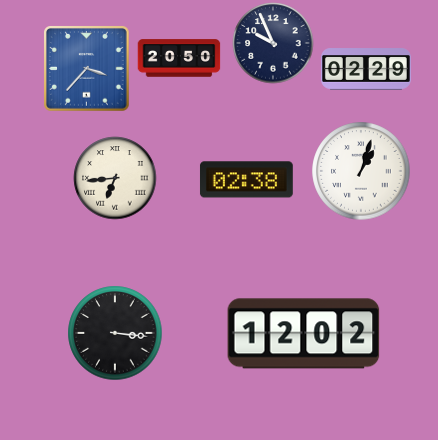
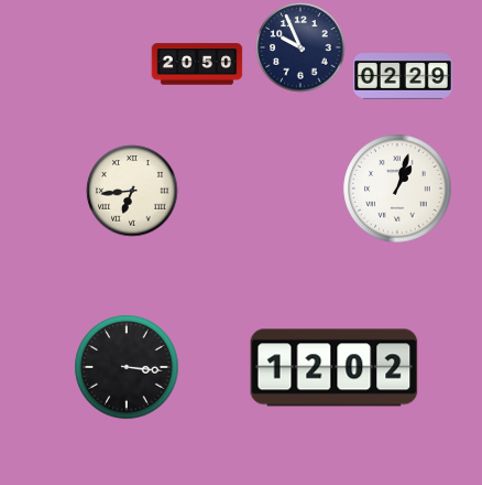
clock at (87, 69): 3:37 -> none
clock at (115, 178) position: (115, 178) -> (132, 191)
clock at (246, 180): 02:38 -> none
